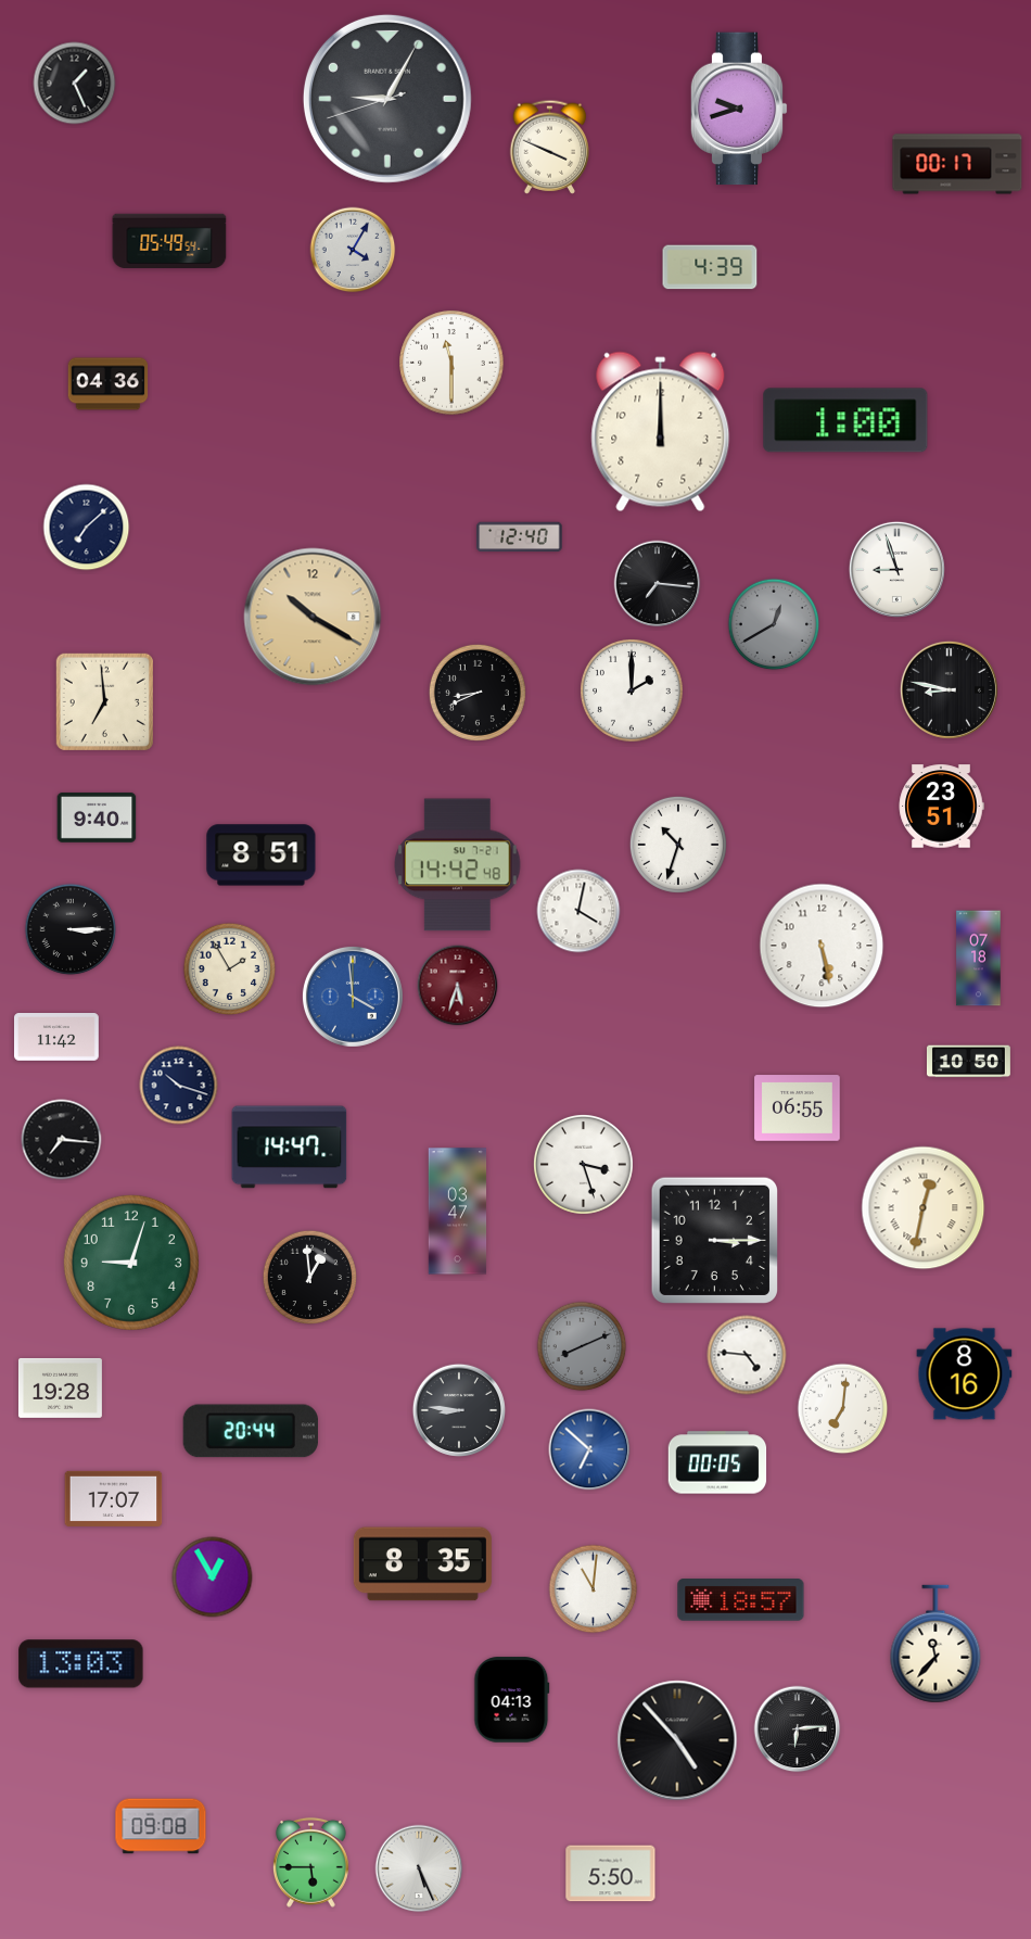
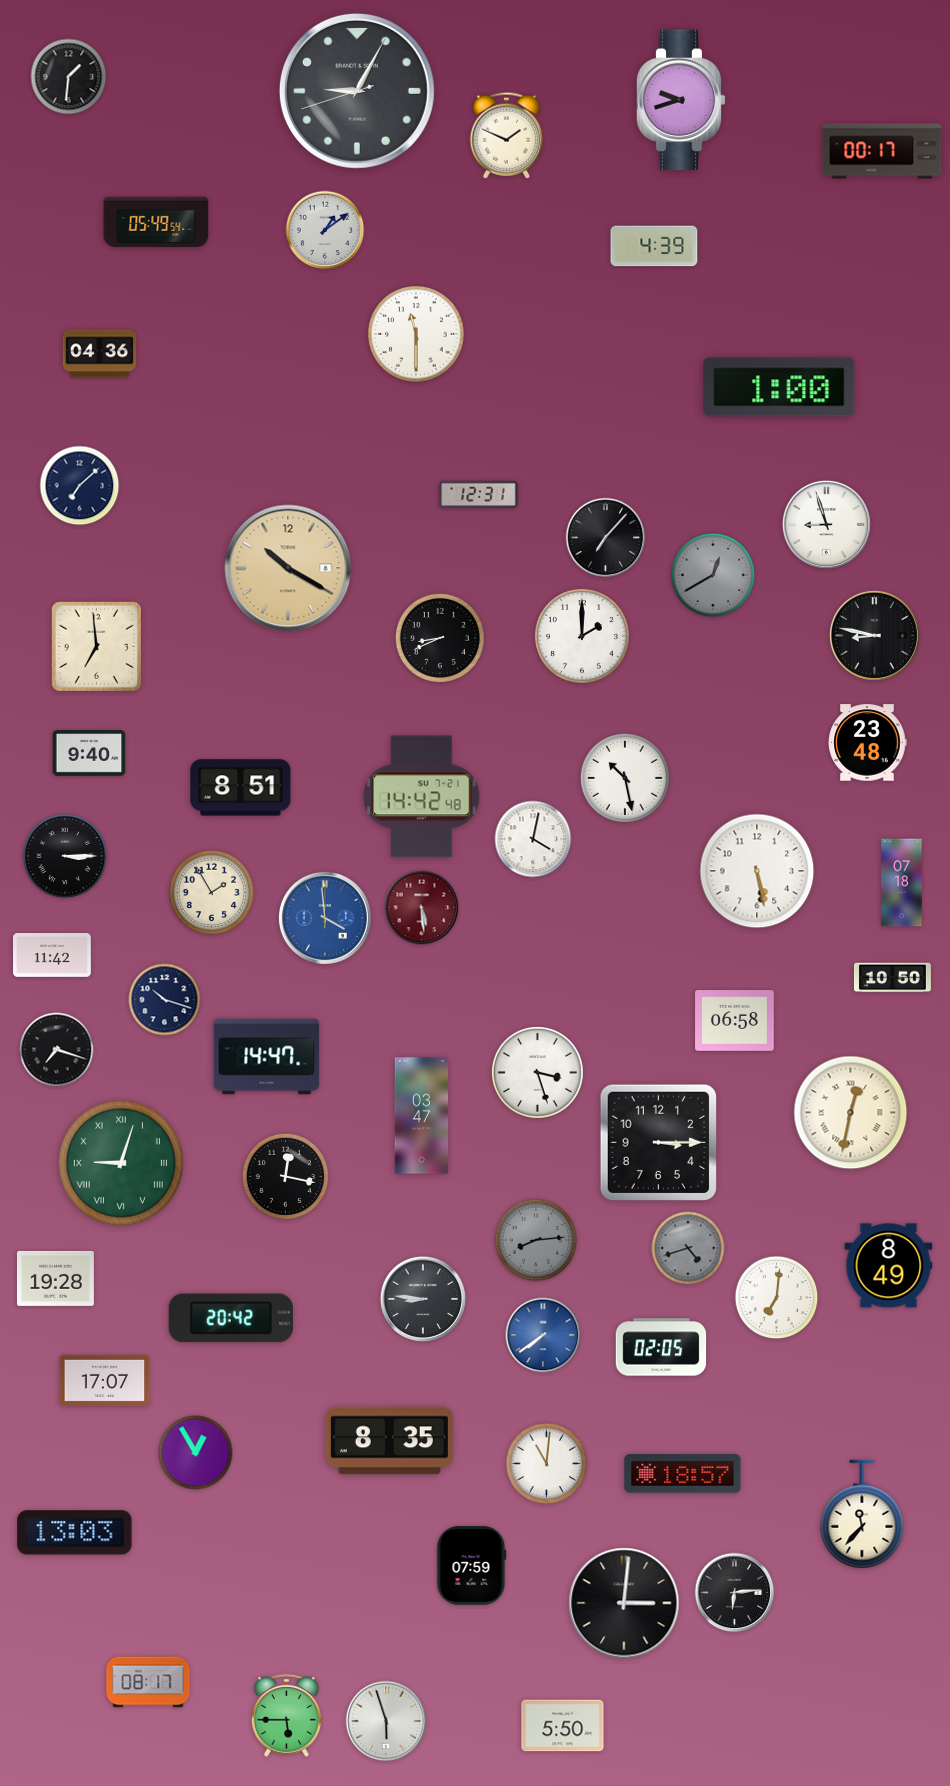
clock at (75, 84): 1:26 -> 1:31
clock at (549, 147): 3:49 -> 1:49
clock at (353, 250): 4:05 -> 1:09
clock at (661, 432): 12:00 -> none
clock at (520, 537): 12:40 -> 12:31
clock at (658, 584): 7:16 -> 7:07
clock at (941, 807): 23:51 -> 23:48
clock at (678, 845): 10:33 -> 10:28
clock at (458, 986): 5:33 -> 5:29
clock at (798, 1108): 06:55 -> 06:58
clock at (62, 1140): 7:16 -> 7:18
clock at (131, 1263) numerals: Arabic -> Roman
clock at (309, 1277): 12:59 -> 12:17
clock at (582, 1346): 8:11 -> 8:14
clock at (747, 1355): 4:46 -> 4:42
clock at (747, 1355) dial: white -> grey
clock at (965, 1374): 8:16 -> 8:49
clock at (250, 1431): 20:44 -> 20:42
clock at (589, 1449): 6:52 -> 7:39
clock at (717, 1462): 00:05 -> 02:05
clock at (512, 1700): 04:13 -> 07:59
clock at (677, 1740): 4:53 -> 3:01
clock at (161, 1826): 09:08 -> 08:17
clock at (419, 1868): 5:26 -> 5:57
